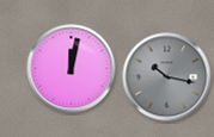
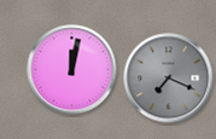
clock at (167, 77): 10:17 -> 7:19
